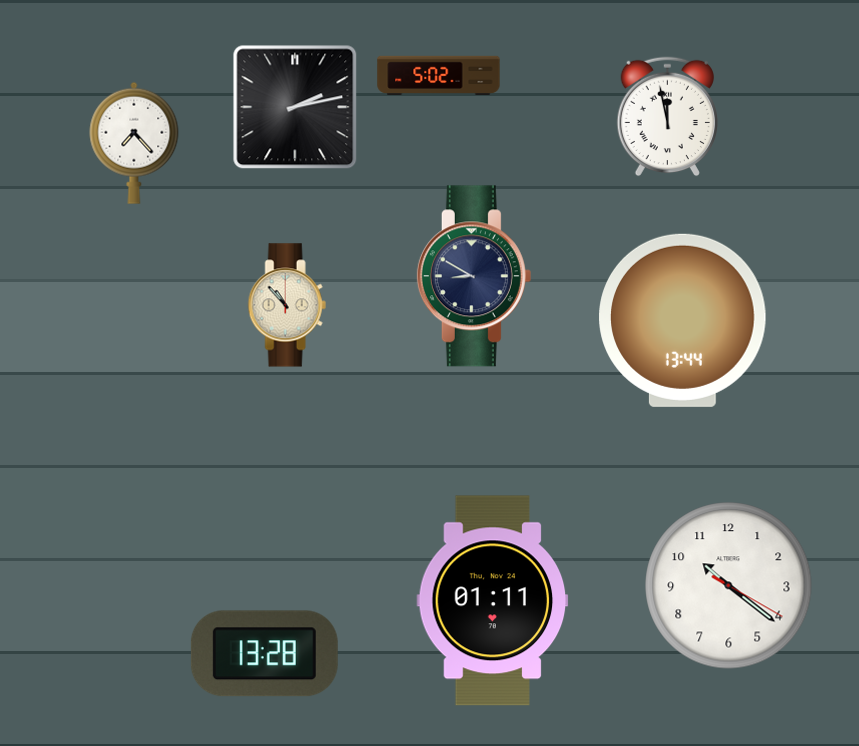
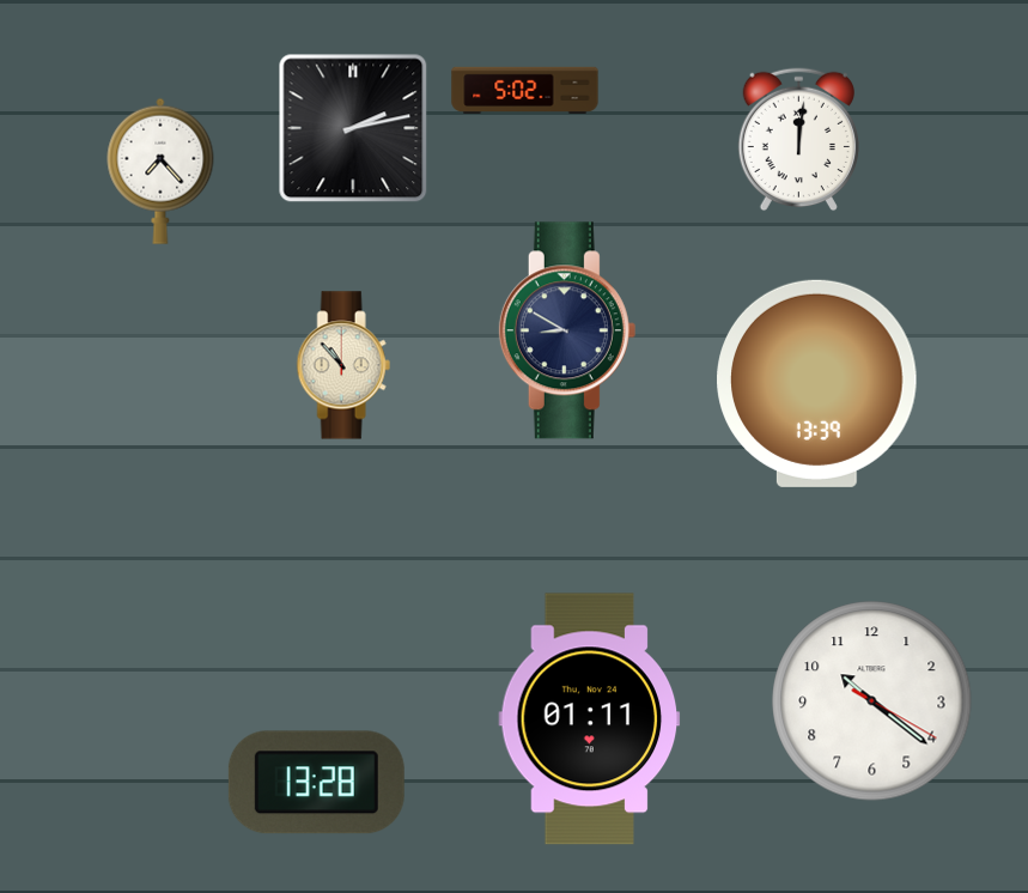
clock at (667, 117): 11:58 -> 12:01
clock at (683, 320): 13:44 -> 13:39
